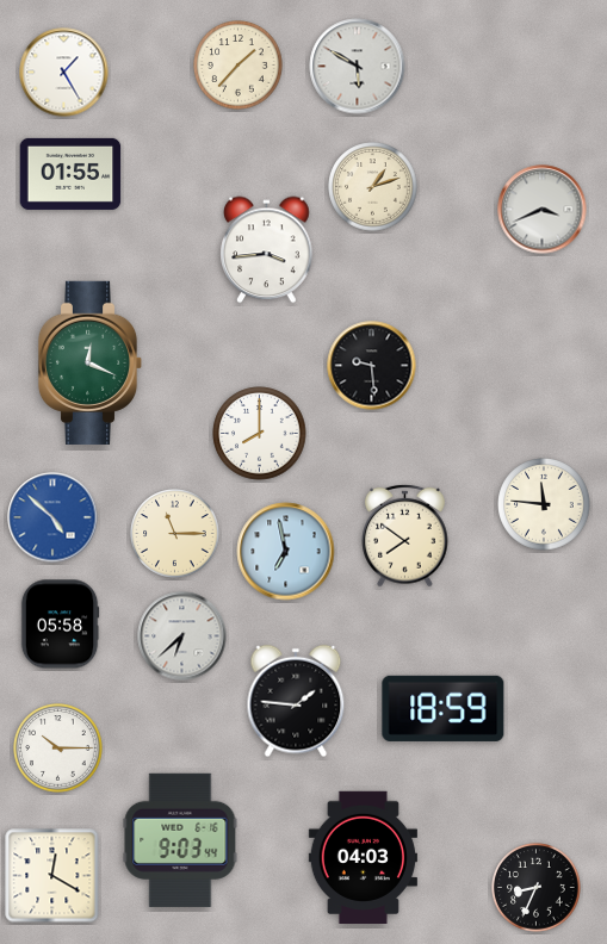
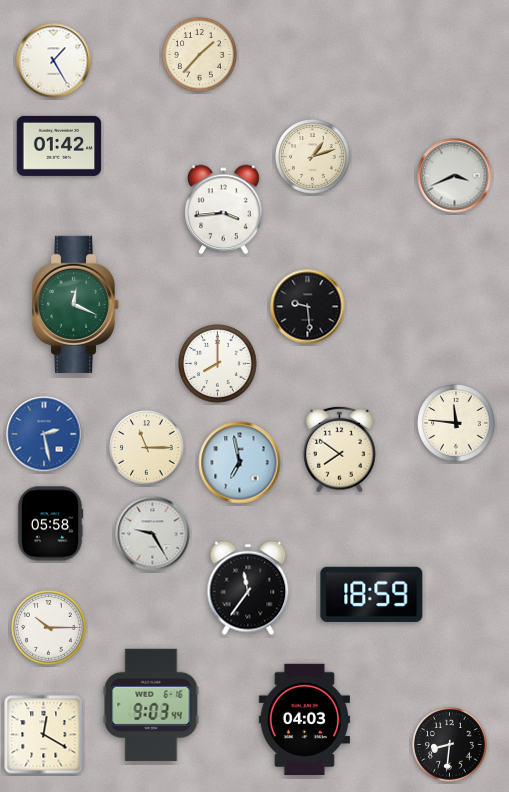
clock at (358, 67): 5:50 -> none
clock at (70, 174): 01:55 -> 01:42
clock at (372, 366) position: (372, 366) -> (308, 307)
clock at (52, 517): 4:52 -> 2:28
clock at (182, 636): 6:38 -> 9:25
clock at (296, 701): 1:46 -> 11:36
clock at (537, 888): 8:34 -> 8:31
